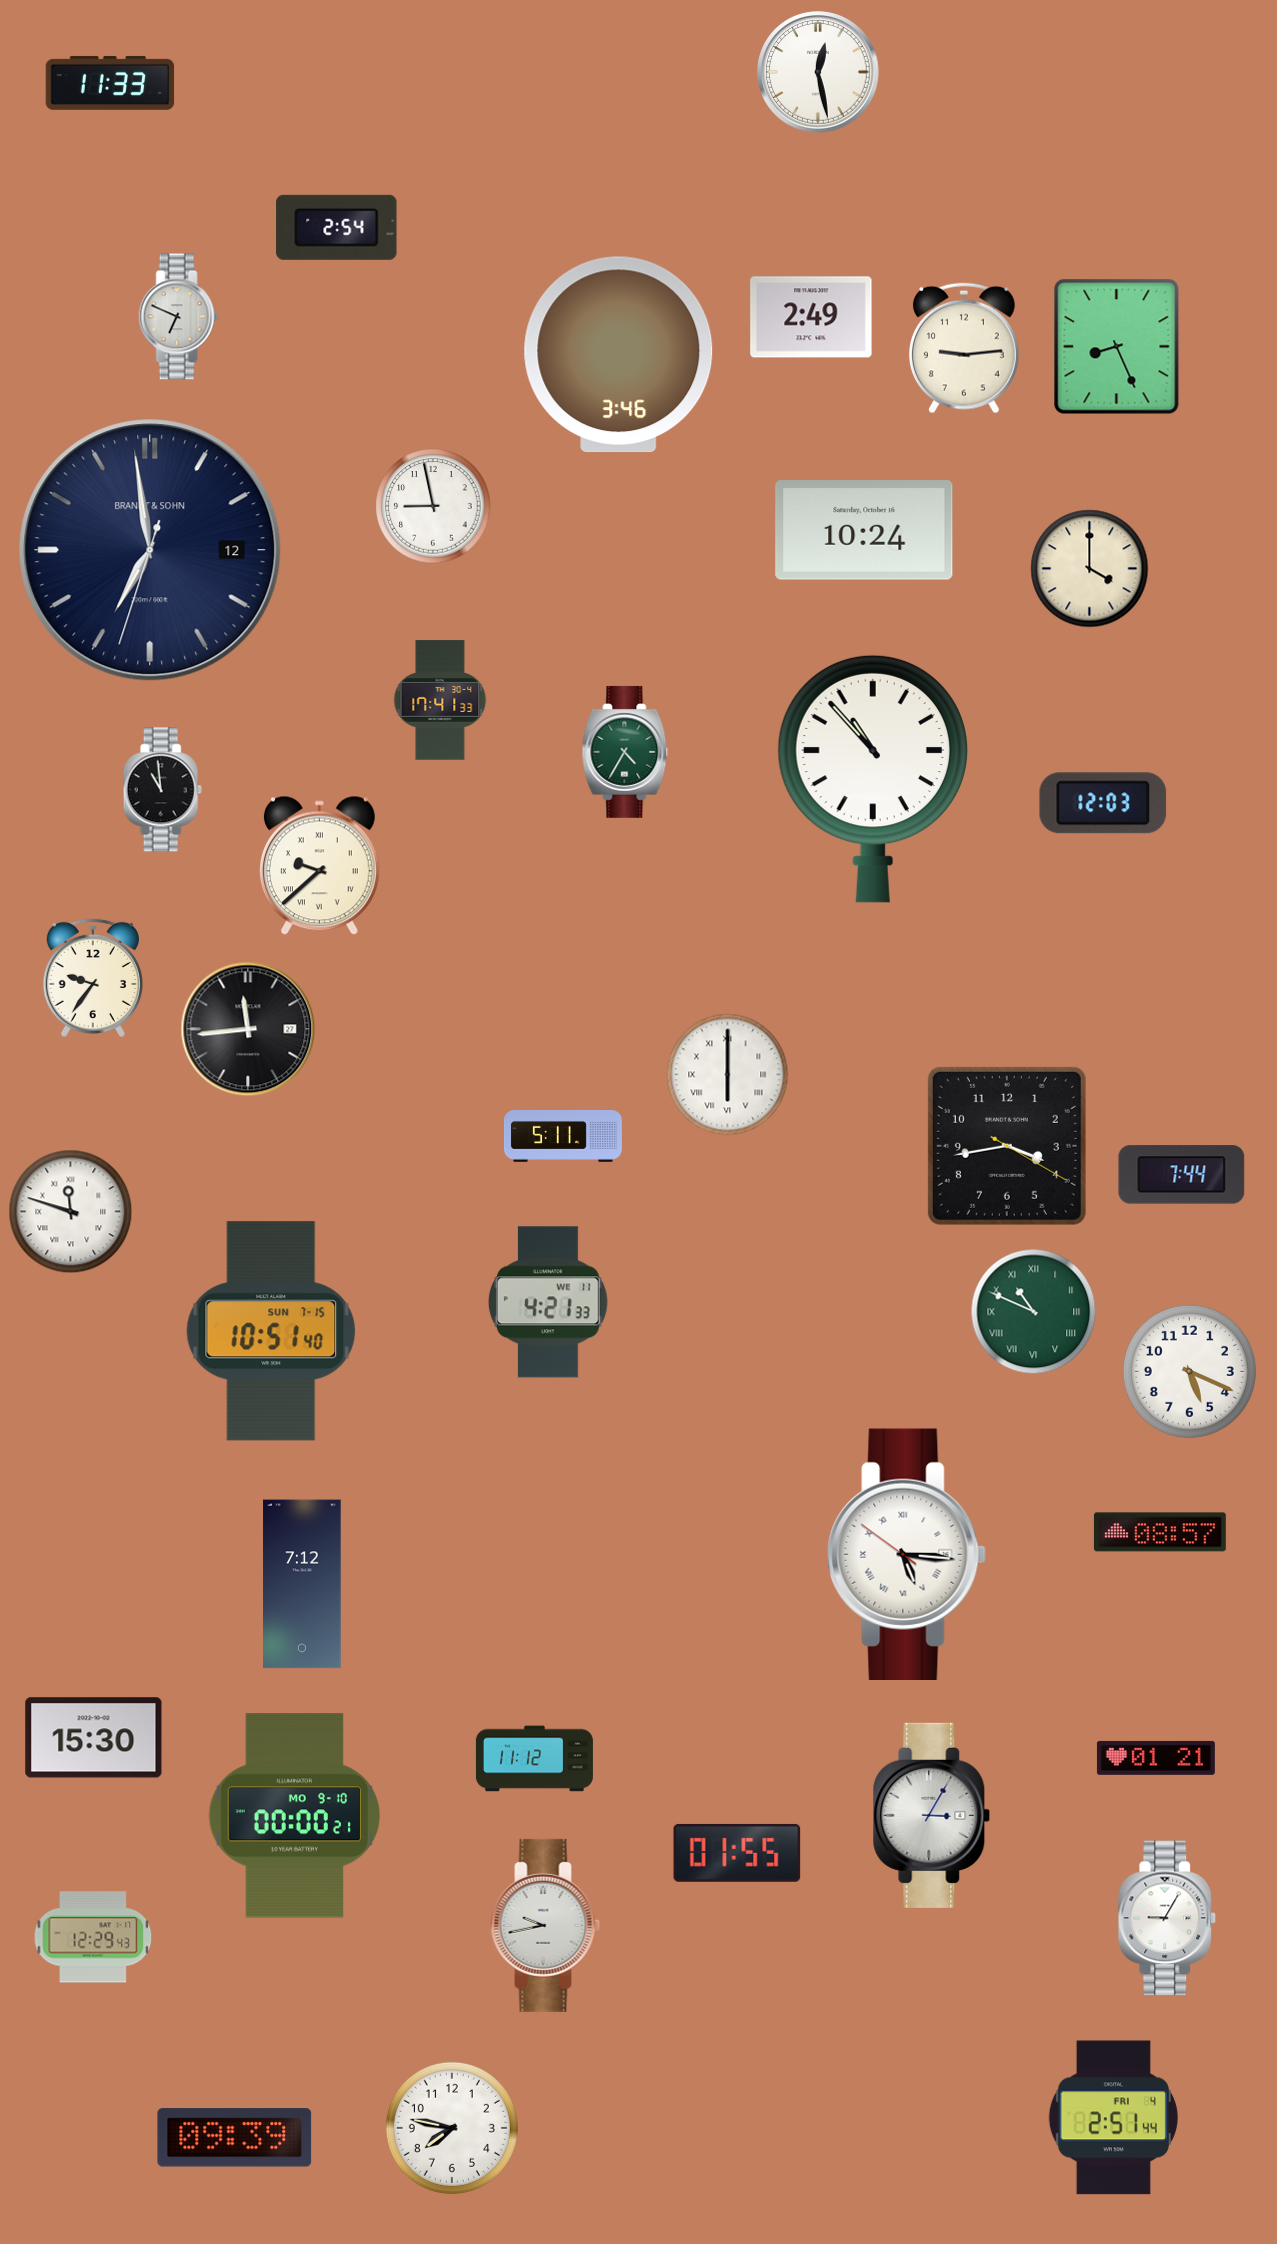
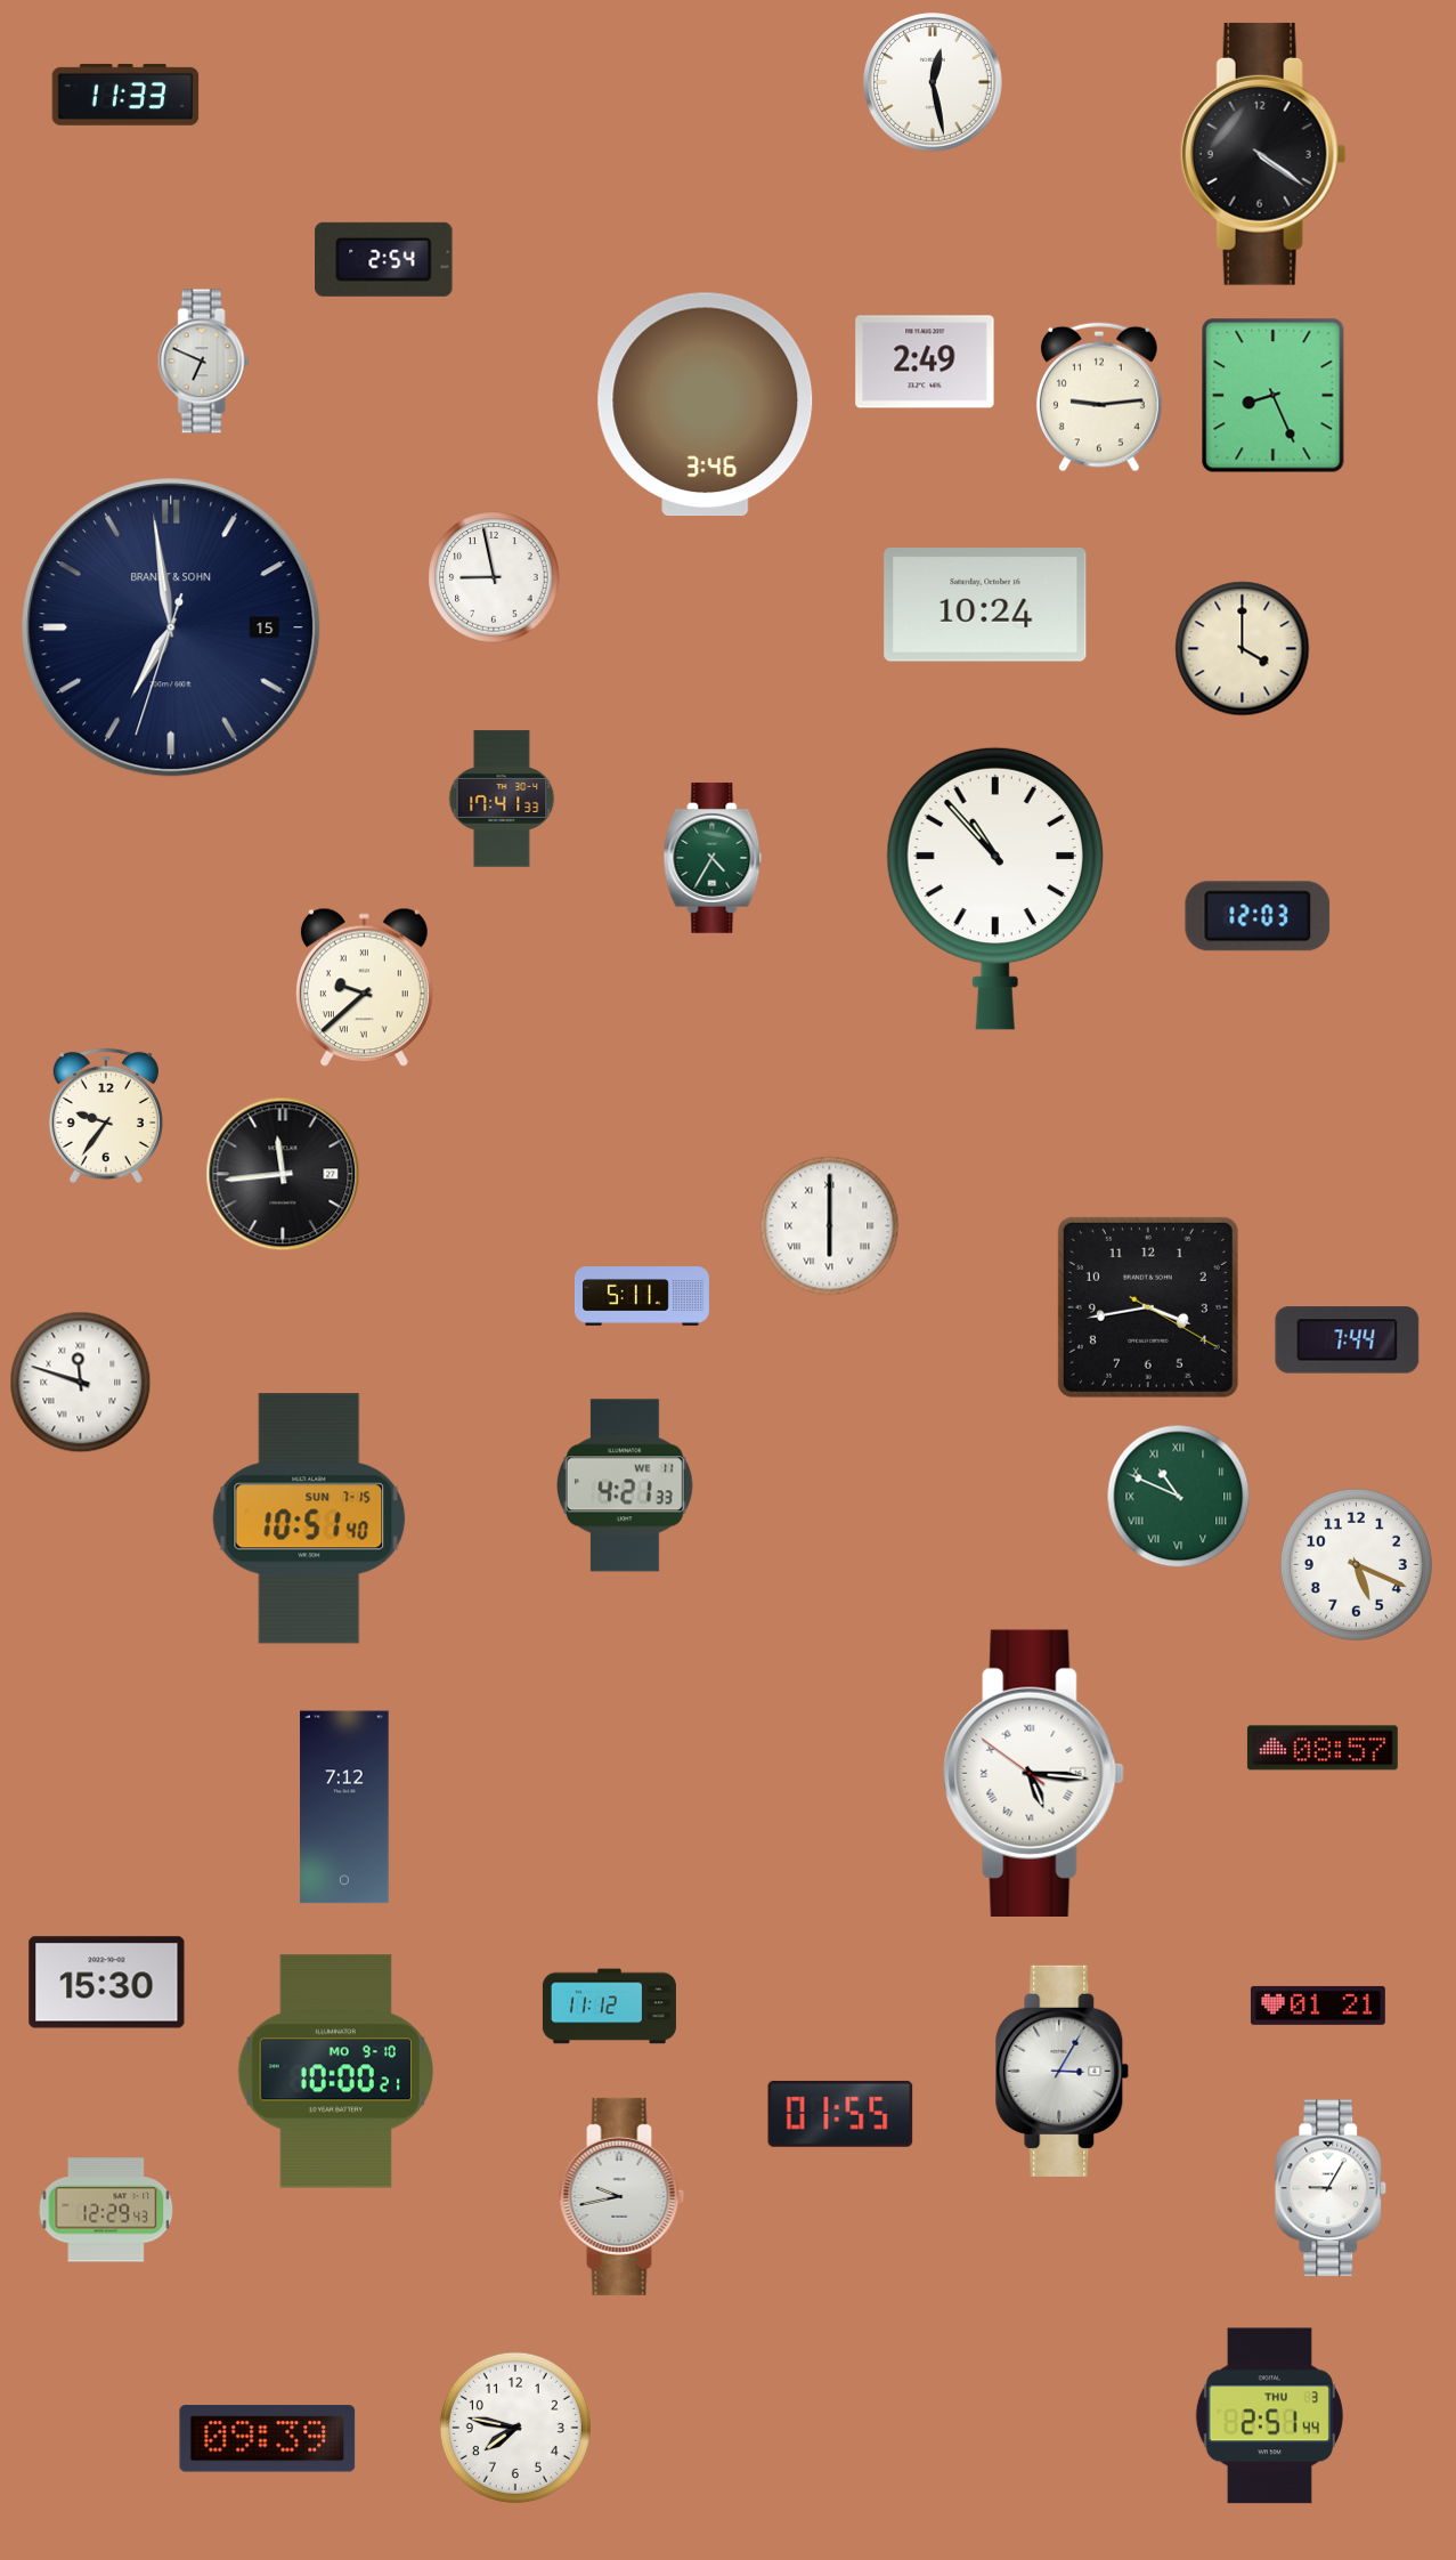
clock at (1263, 154): none -> 4:21
clock at (150, 550) date: 12 -> 15
clock at (162, 790): 10:59 -> none
clock at (295, 1816): 00:00 -> 10:00
clock at (1113, 2118) date: FRI 4 -> THU 3
